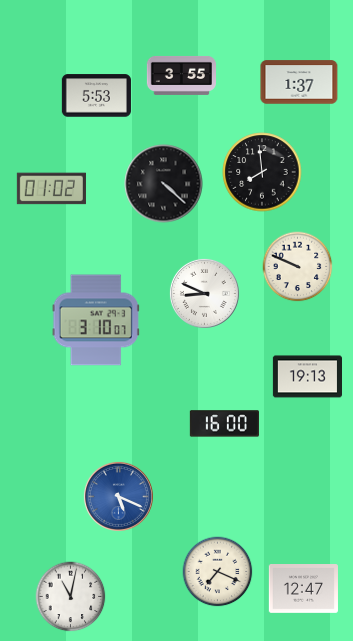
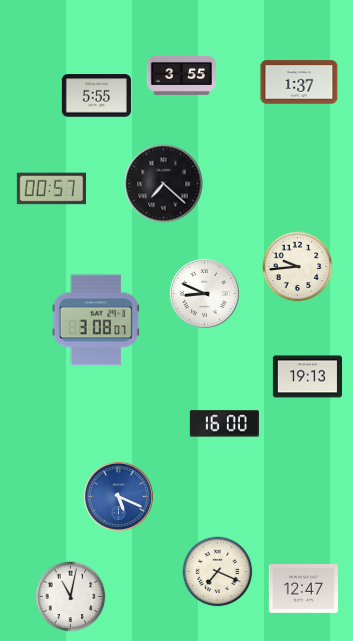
clock at (96, 96): 5:53 -> 5:55
clock at (262, 172): 7:59 -> none
clock at (164, 184): 4:22 -> 7:22
clock at (51, 189): 01:02 -> 00:57
clock at (298, 267): 9:49 -> 9:44
clock at (96, 320): 3:10 -> 3:08
